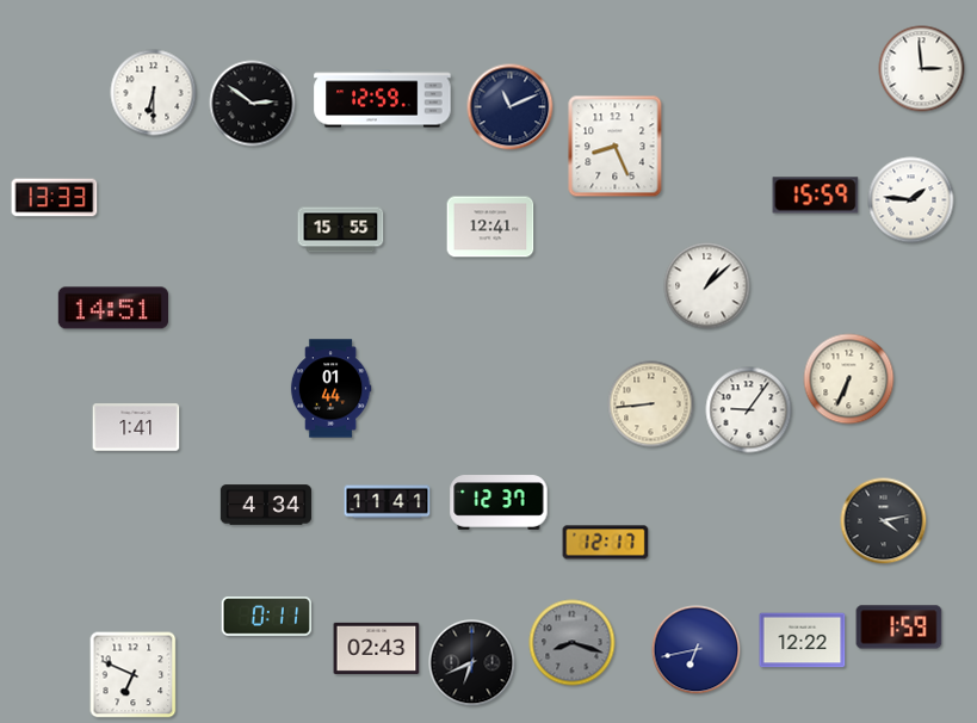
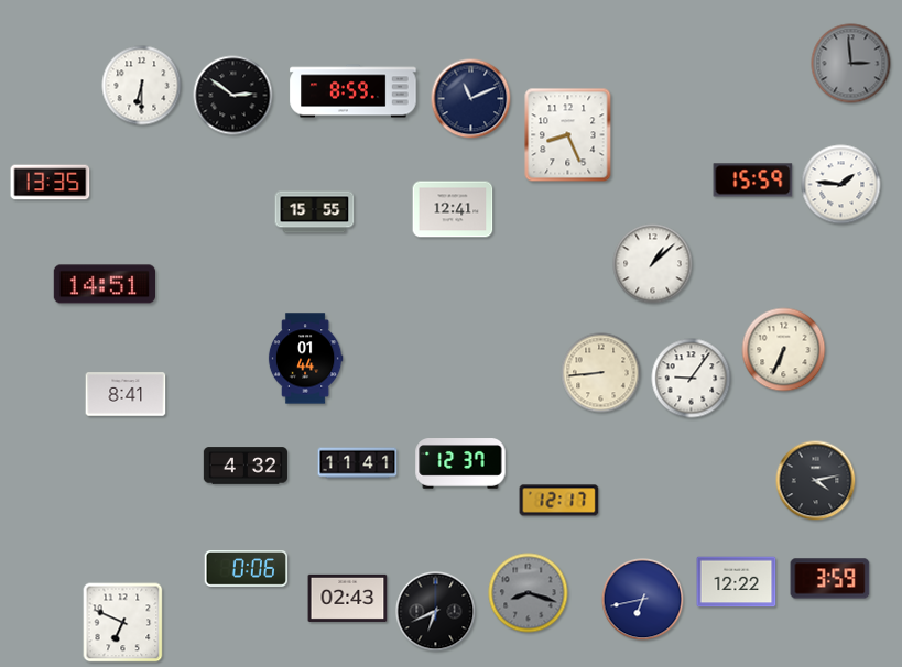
clock at (922, 69) dial: white -> grey
clock at (383, 99): 12:59 -> 8:59
clock at (55, 198): 13:33 -> 13:35
clock at (136, 427): 1:41 -> 8:41
clock at (266, 505): 4:34 -> 4:32
clock at (266, 617): 0:11 -> 0:06
clock at (899, 628): 1:59 -> 3:59
clock at (803, 641) position: (803, 641) -> (737, 582)
